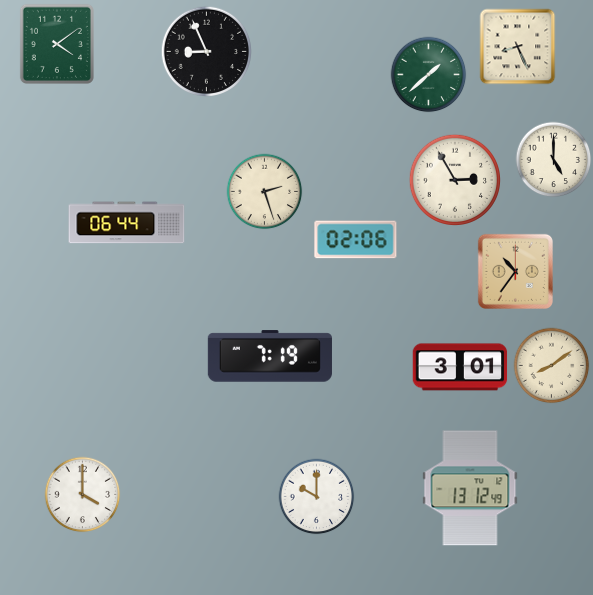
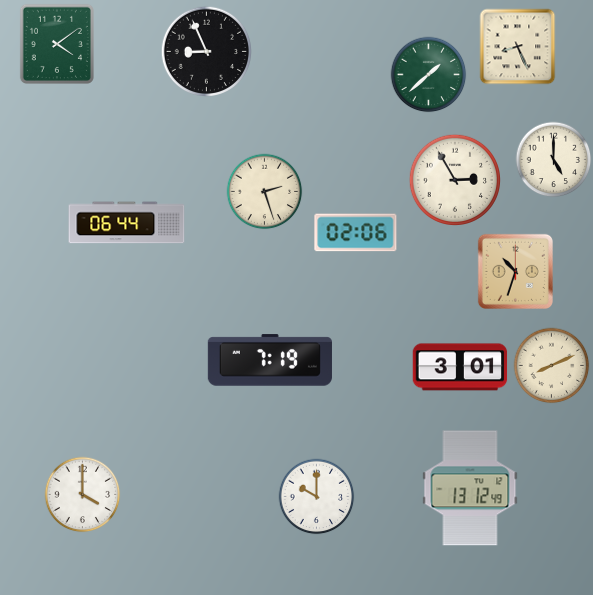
clock at (356, 240) position: (356, 240) -> (356, 233)
clock at (515, 271): 10:36 -> 10:33
clock at (270, 356) position: (270, 356) -> (270, 360)
clock at (552, 366): 8:09 -> 8:11
